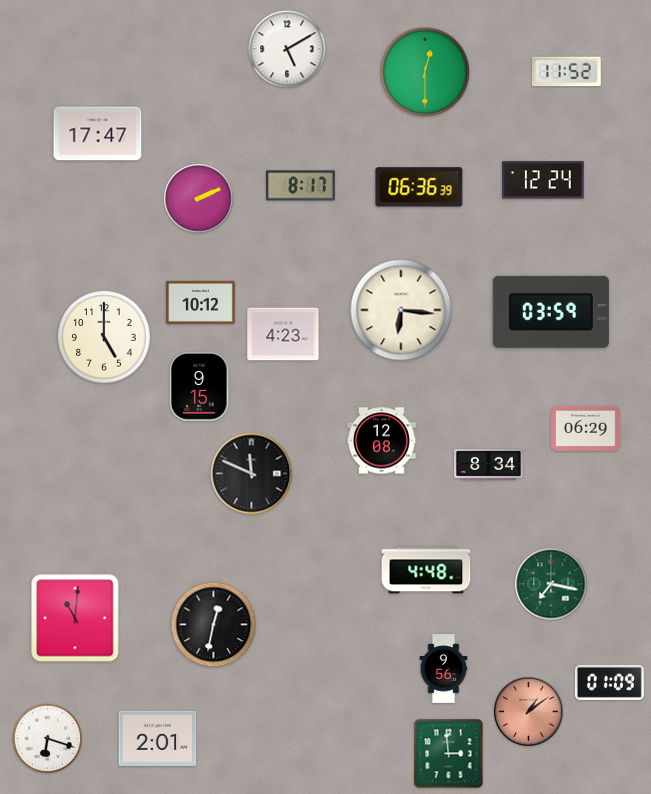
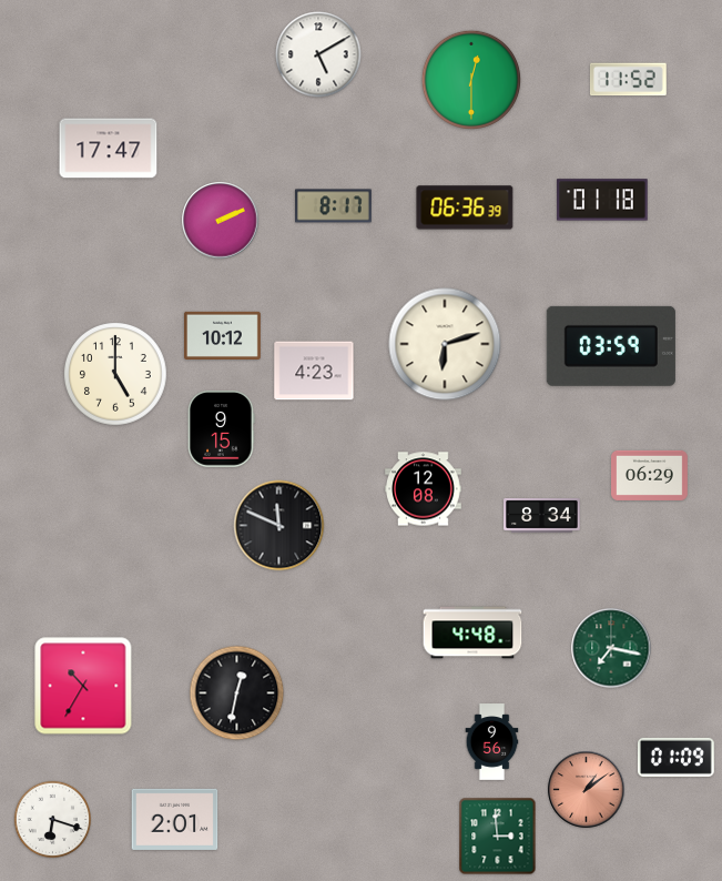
clock at (543, 180): 12:24 -> 01:18
clock at (401, 310): 6:16 -> 6:12
clock at (75, 618): 11:01 -> 10:35
